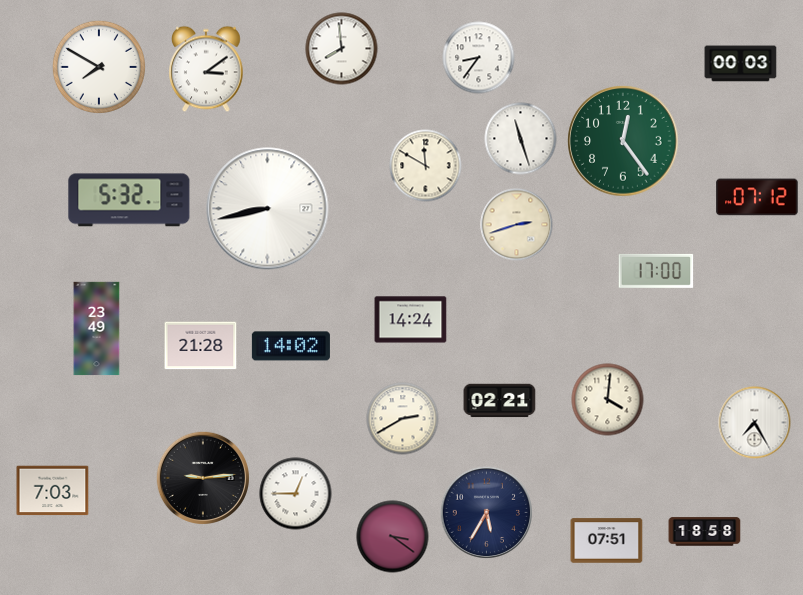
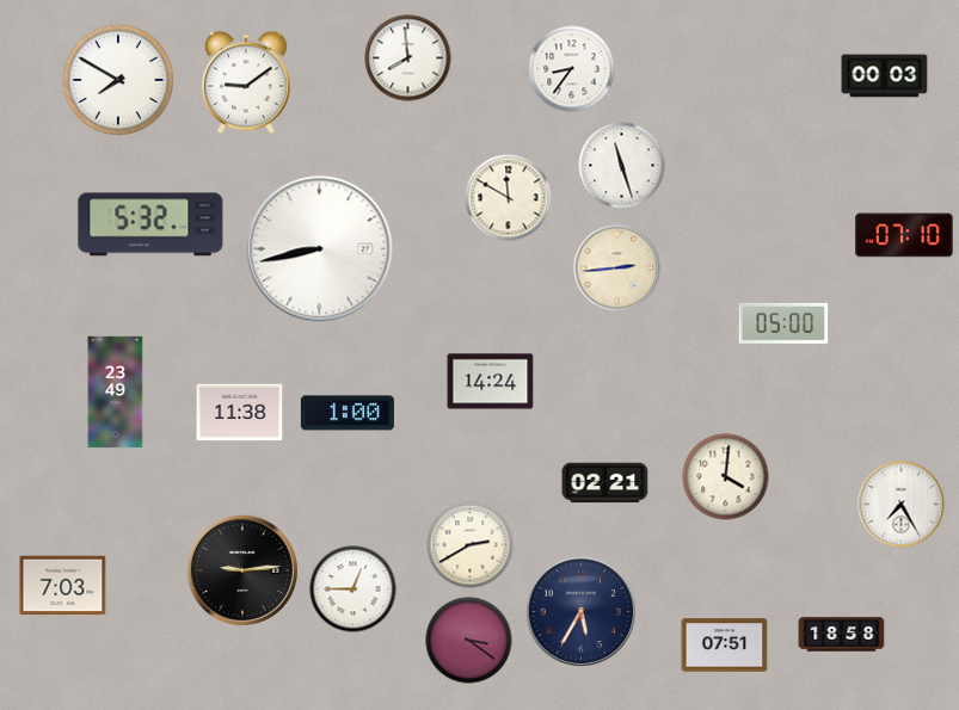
clock at (206, 69): 3:09 -> 9:09
clock at (623, 141): 12:24 -> none
clock at (757, 197): 07:12 -> 07:10
clock at (129, 200) position: (129, 200) -> (150, 224)
clock at (517, 225): 2:42 -> 2:44
clock at (656, 271): 17:00 -> 05:00
clock at (201, 346): 21:28 -> 11:38
clock at (291, 346): 14:02 -> 1:00
clock at (500, 401) position: (500, 401) -> (605, 483)
clock at (403, 419) position: (403, 419) -> (471, 545)
